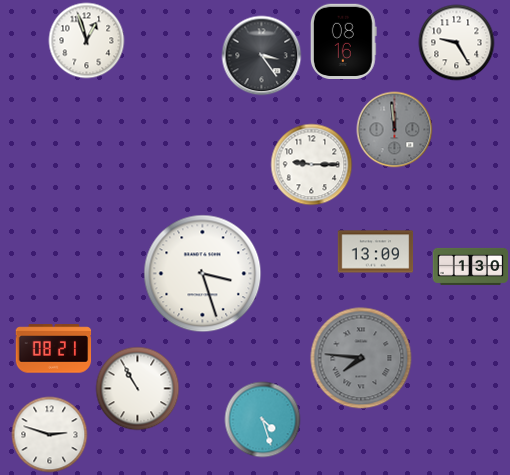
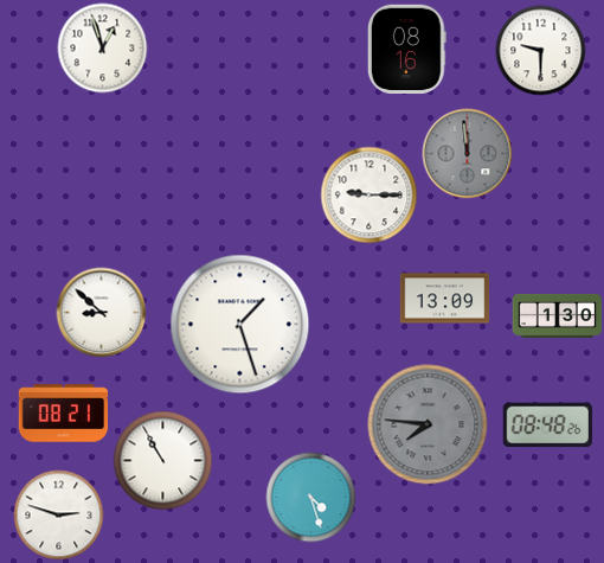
clock at (457, 43): 9:25 -> 9:30
clock at (262, 56): 3:24 -> none
clock at (102, 313): none -> 8:52
clock at (203, 274): 3:27 -> 1:27
clock at (547, 426): none -> 08:48
